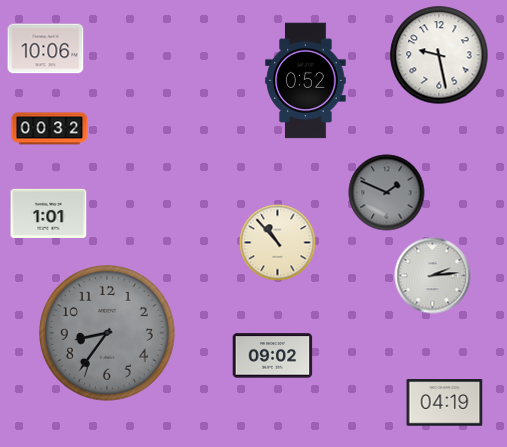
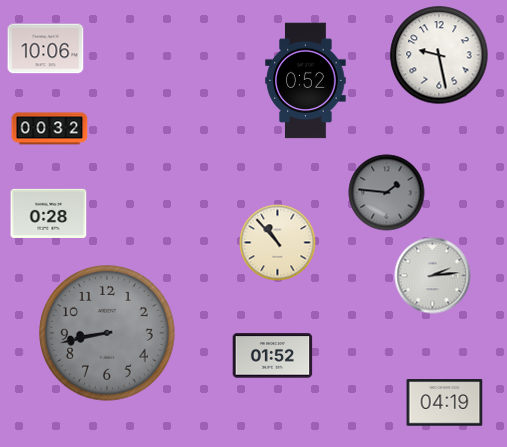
clock at (387, 193): 1:49 -> 1:46
clock at (49, 213): 1:01 -> 0:28
clock at (108, 334): 8:36 -> 8:43
clock at (273, 356): 09:02 -> 01:52
